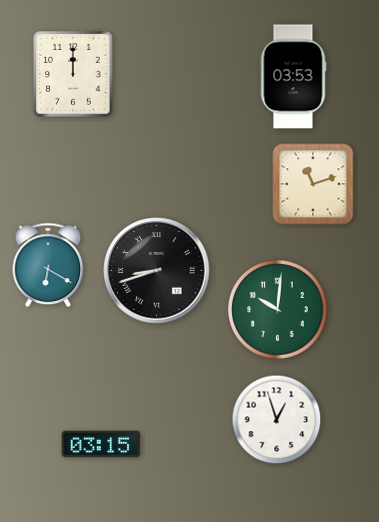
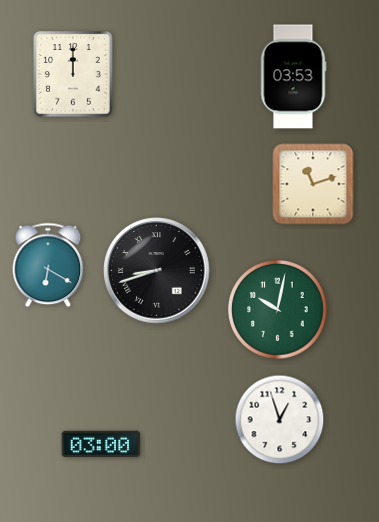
clock at (278, 310): 10:01 -> 10:02
clock at (277, 420) position: (277, 420) -> (280, 420)
clock at (101, 444): 03:15 -> 03:00
